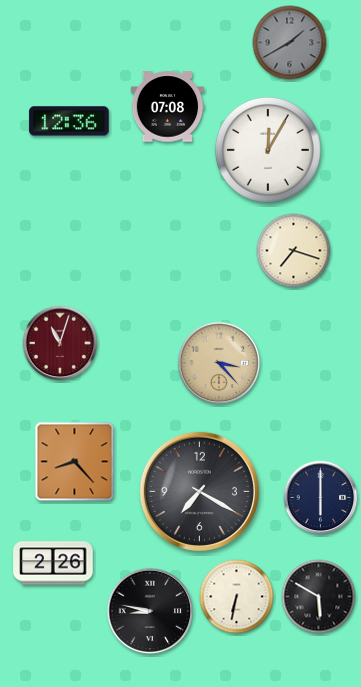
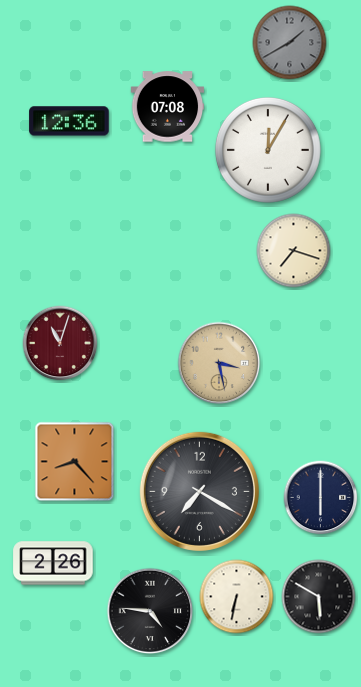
clock at (219, 363): 3:23 -> 3:28
clock at (150, 611): 8:47 -> 4:46
